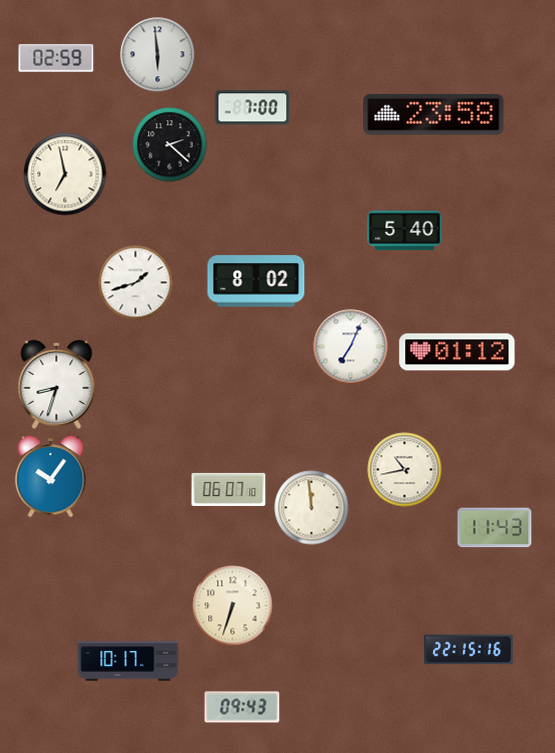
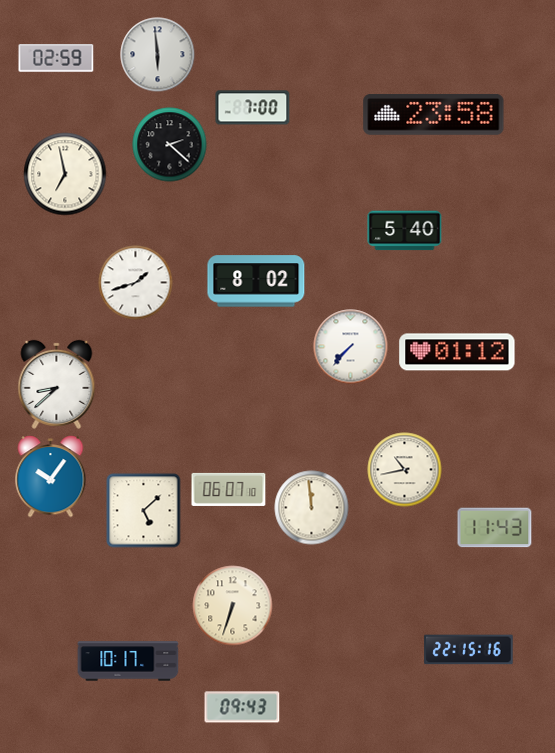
clock at (351, 347): 7:04 -> 7:37
clock at (57, 384): 8:33 -> 8:38
clock at (144, 511): none -> 5:08
